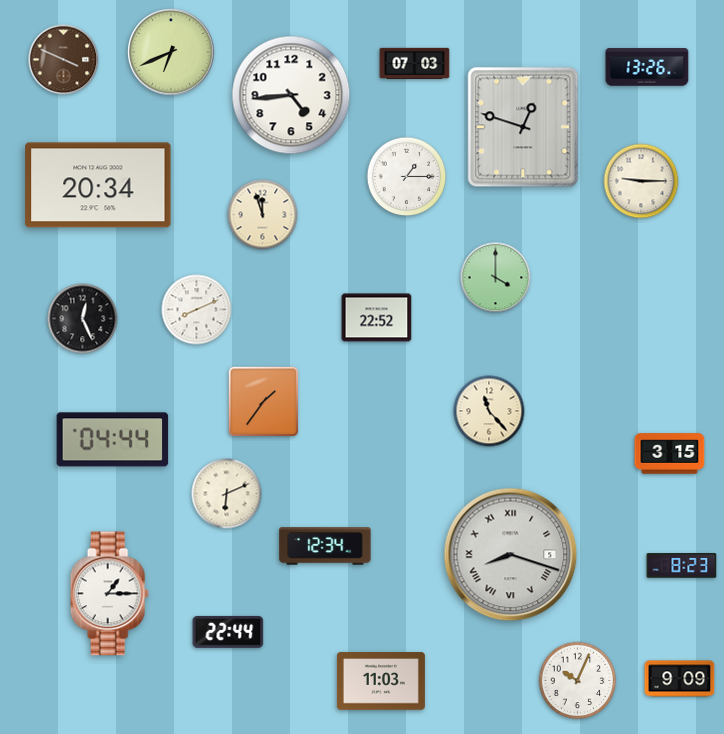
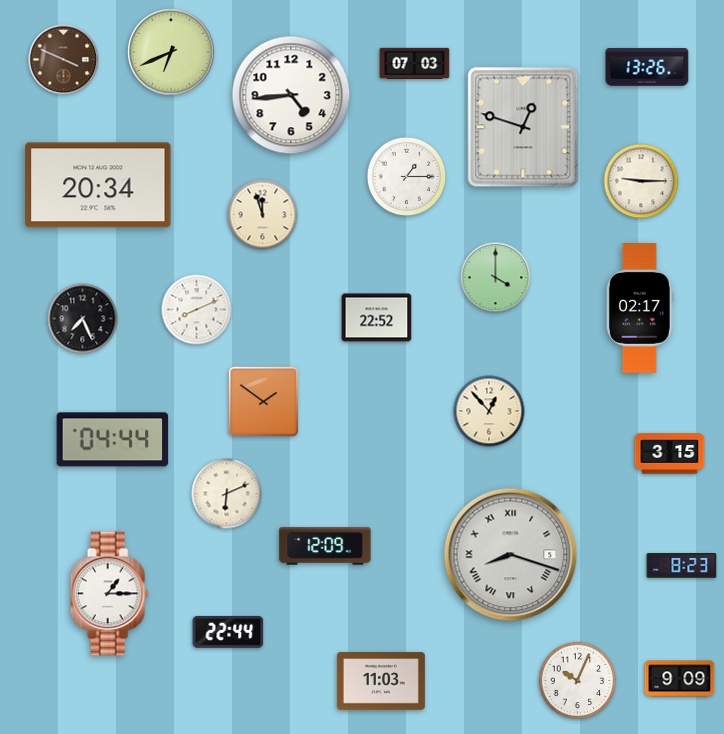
clock at (640, 309): none -> 02:17
clock at (83, 319): 12:26 -> 7:26
clock at (264, 402): 1:36 -> 1:51
clock at (489, 411): 11:23 -> 12:53
clock at (325, 546): 12:34 -> 12:09
